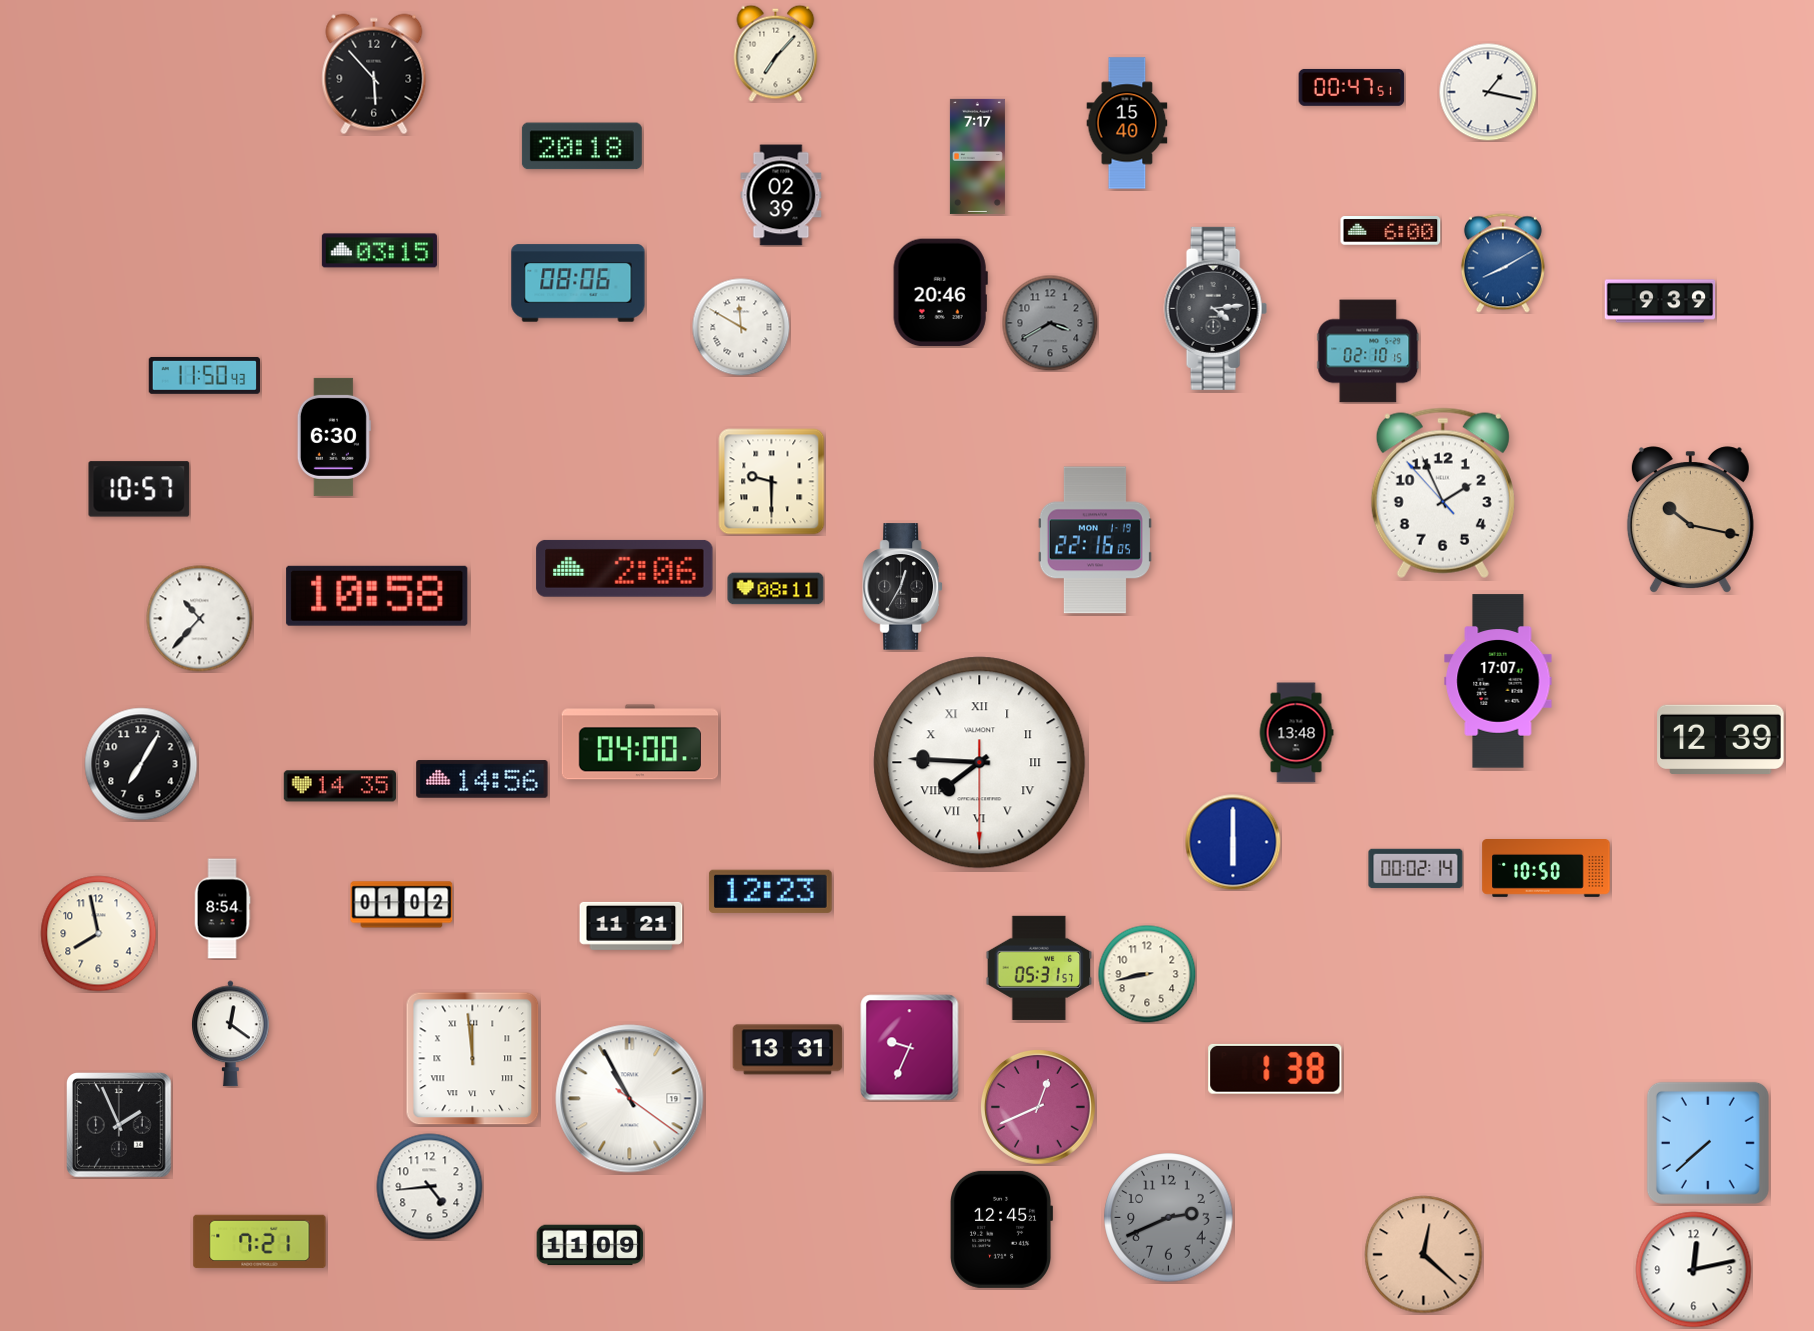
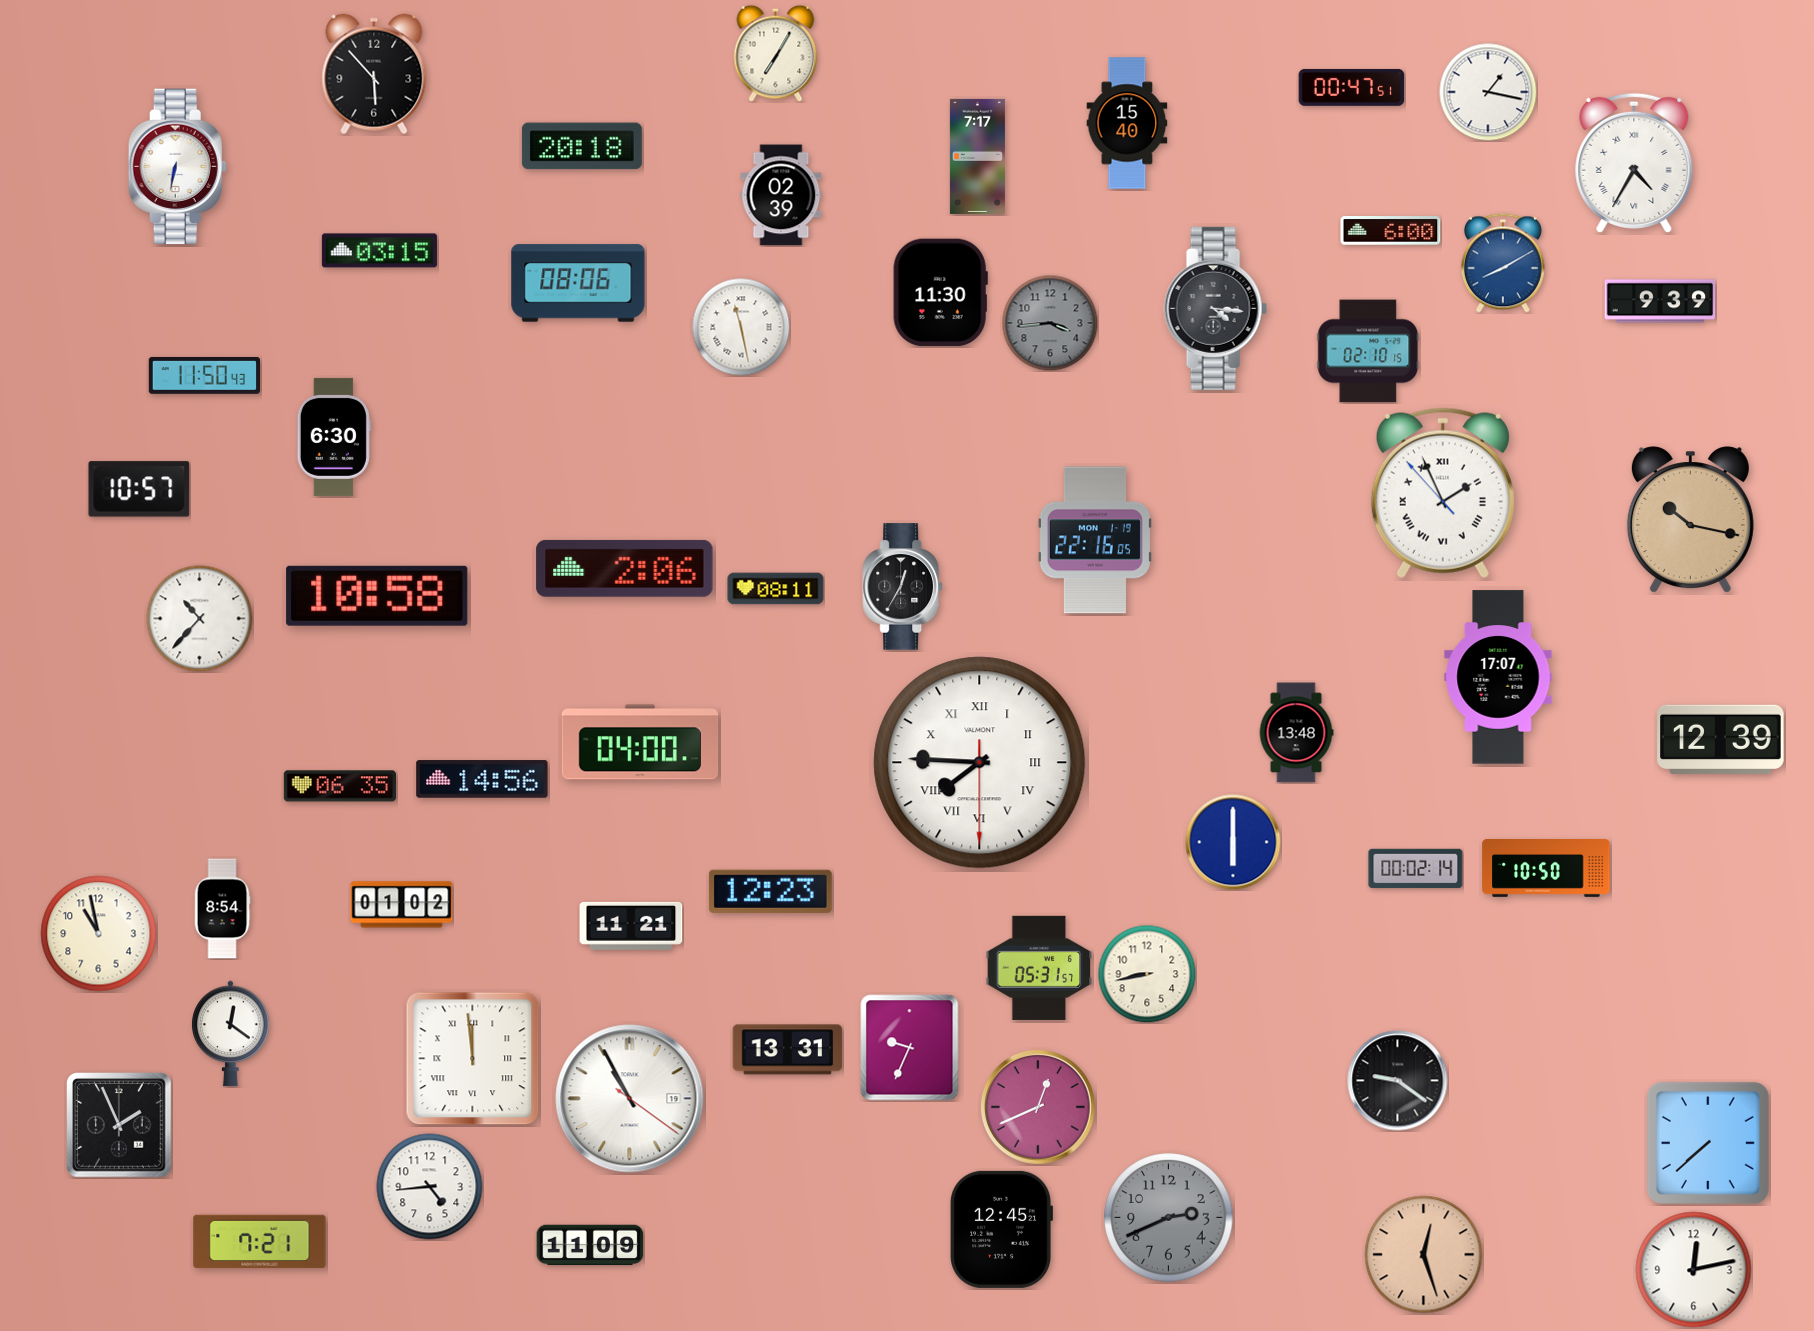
clock at (776, 53): 7:07 -> 7:05
clock at (1634, 163): none -> 4:35
clock at (177, 167): none -> 6:32
clock at (940, 293): 20:46 -> 11:30
clock at (1215, 308): 4:14 -> 4:16
clock at (1050, 323): 3:40 -> 3:44
clock at (741, 327): 11:50 -> 11:28
clock at (772, 482): 9:30 -> none
clock at (1443, 493) numerals: Arabic -> Roman
clock at (1498, 681) position: (1498, 681) -> (1498, 677)
clock at (141, 764): 7:05 -> none
clock at (340, 786): 14:35 -> 06:35
clock at (99, 934): 7:58 -> 10:58
clock at (1275, 1069): 1:38 -> none
clock at (1398, 1081): none -> 9:21
clock at (1424, 1255): 12:22 -> 12:27
